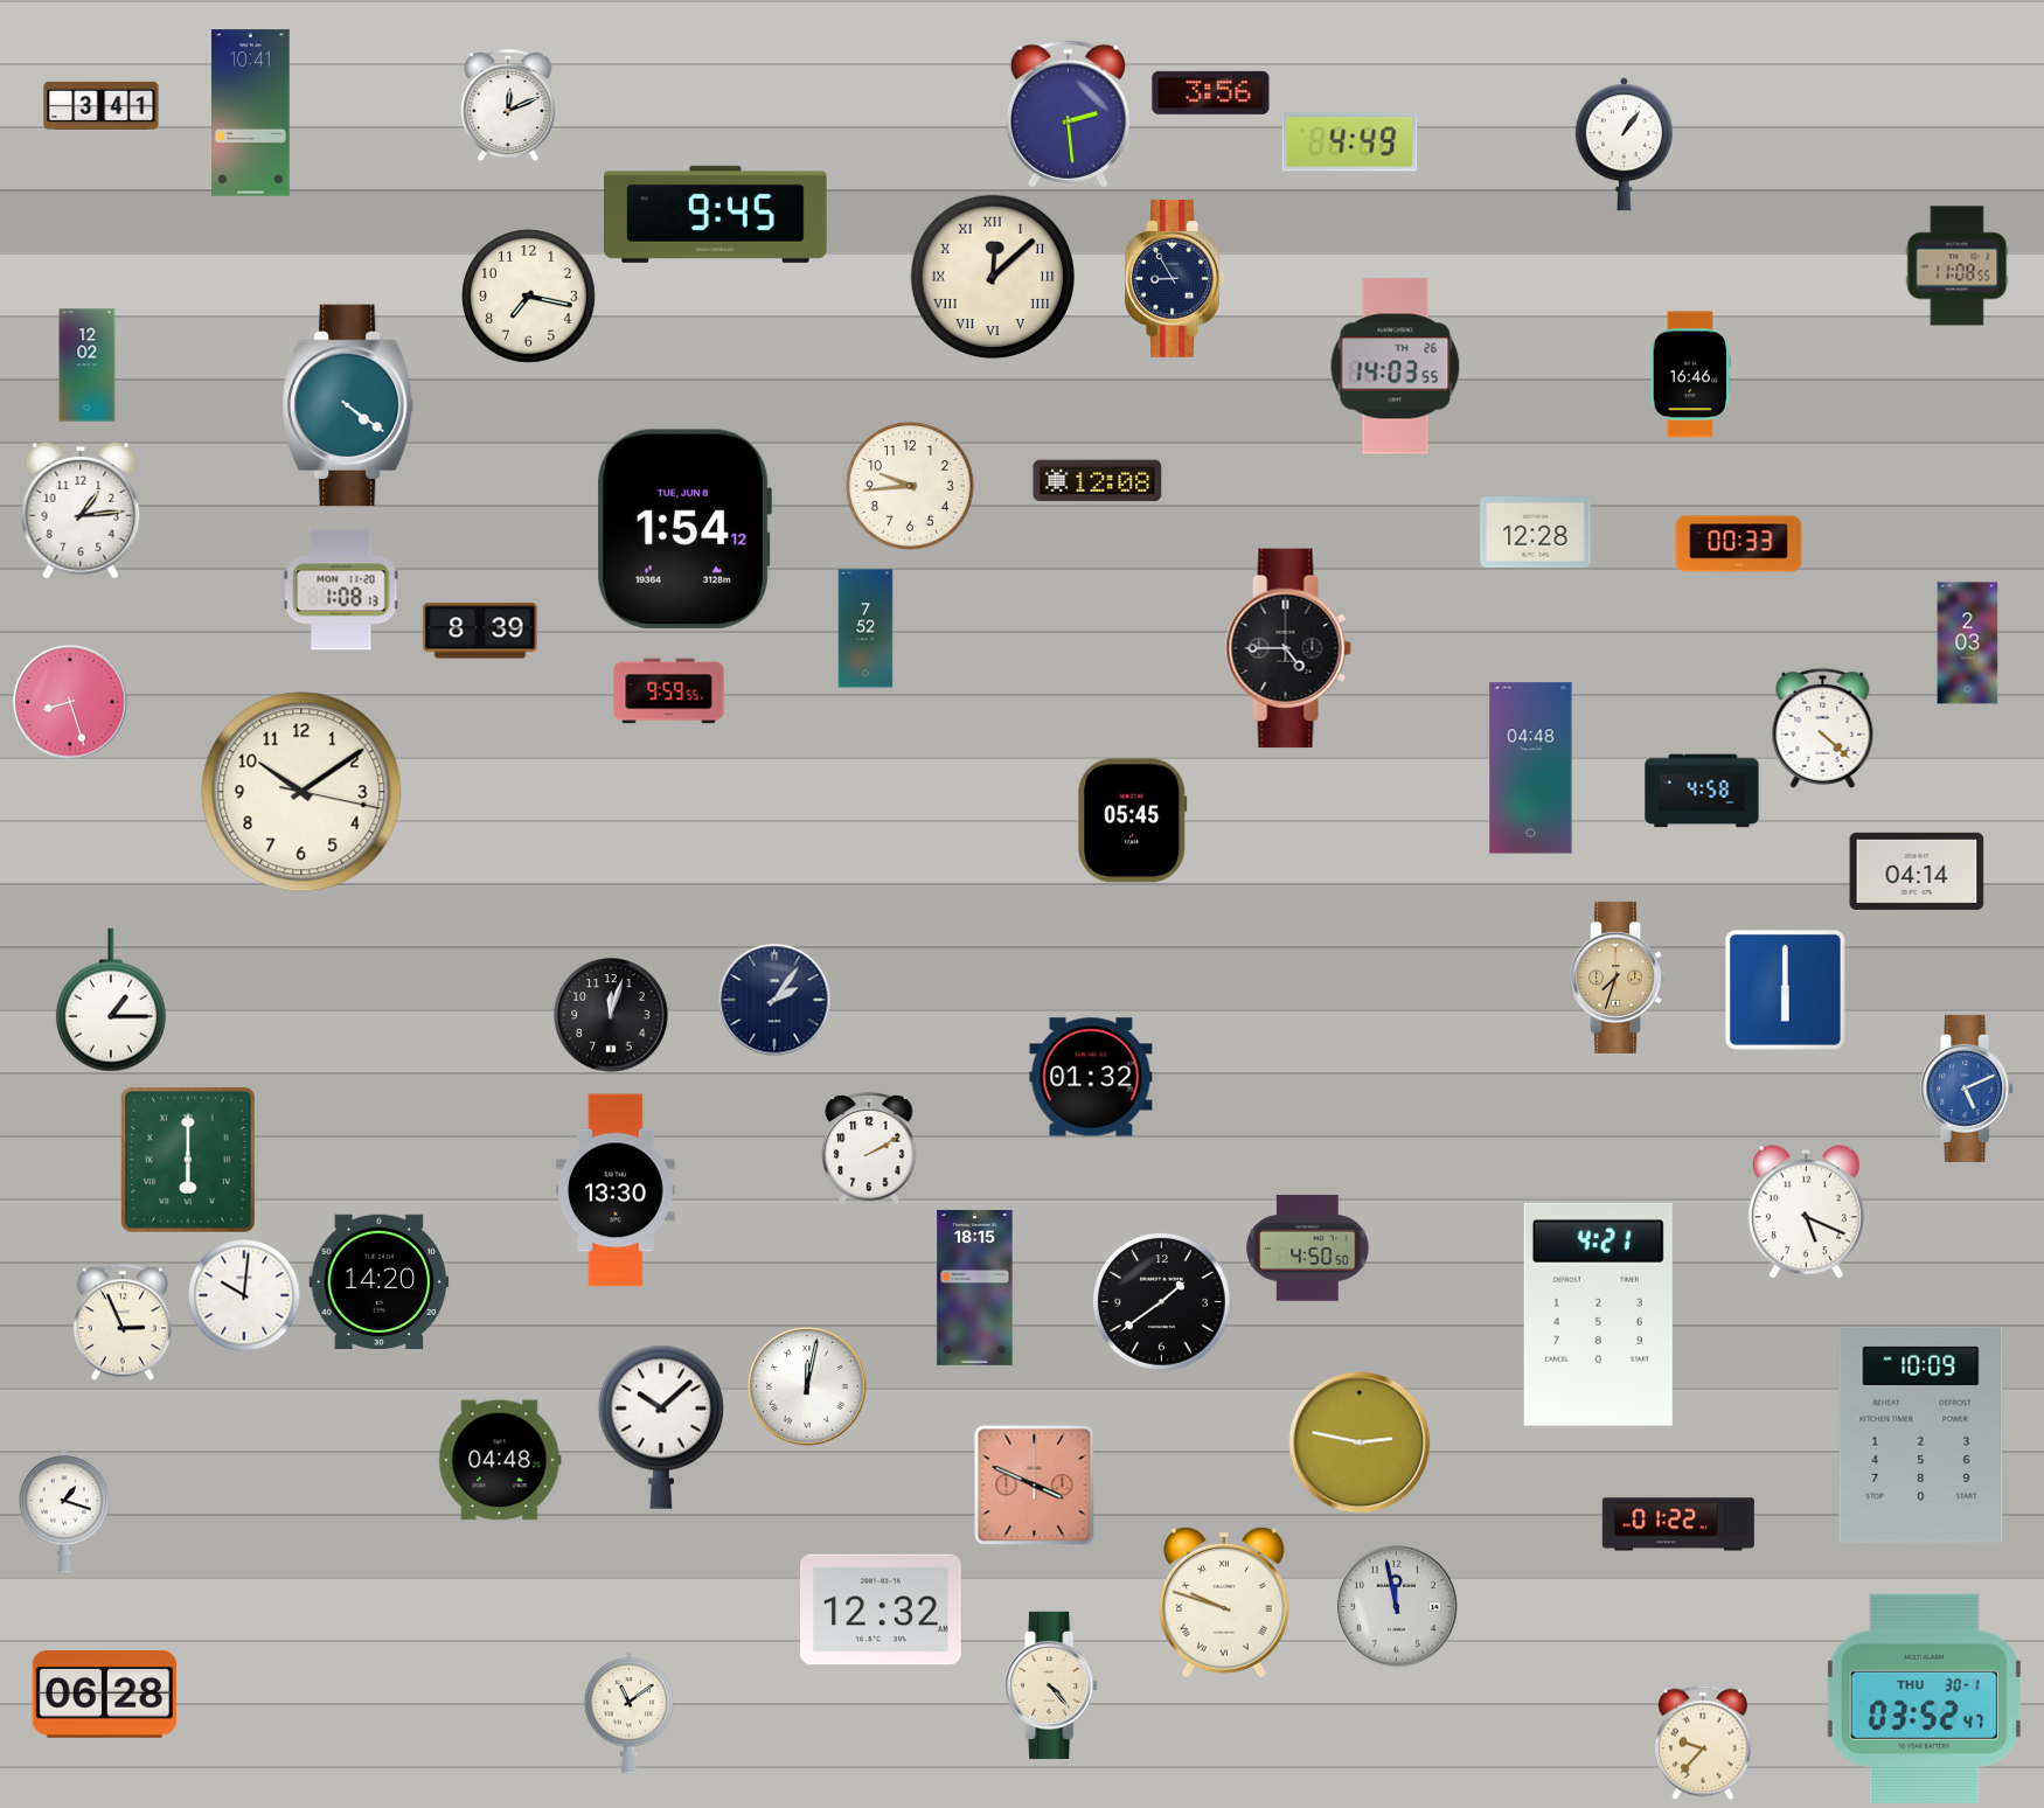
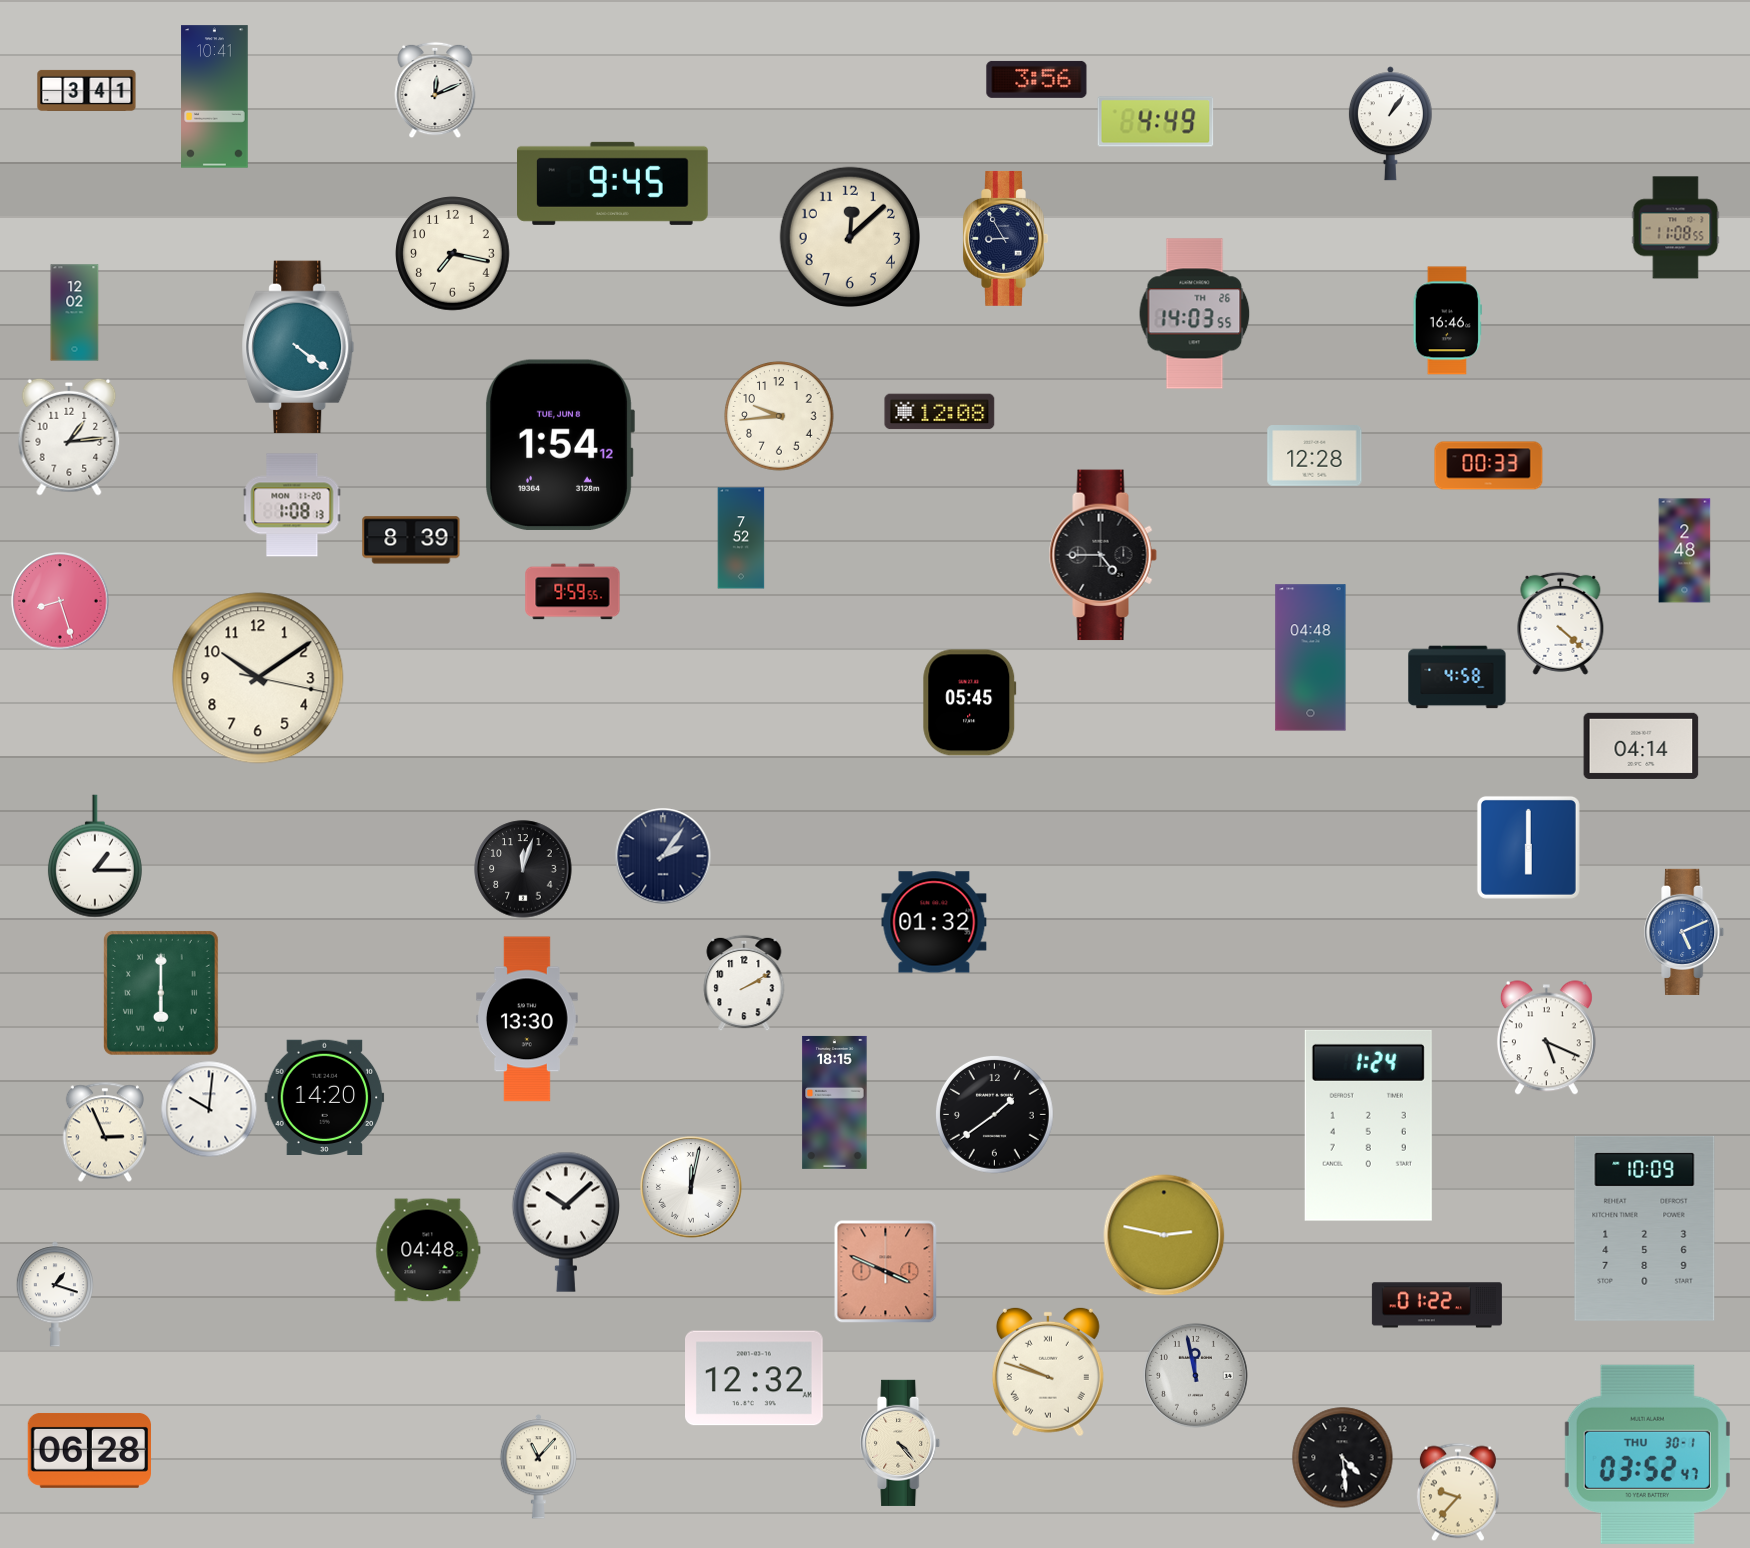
clock at (1068, 114): 2:29 -> none
clock at (992, 276) numerals: Roman -> Arabic
clock at (684, 529) position: (684, 529) -> (560, 445)
clock at (1968, 644): 2:03 -> 2:48
clock at (1618, 978): 7:33 -> none
clock at (1308, 1249): 4:50 -> none
clock at (1598, 1314): 4:21 -> 1:24
clock at (1343, 1458): none -> 4:29
clock at (628, 1713): 11:09 -> 11:07
